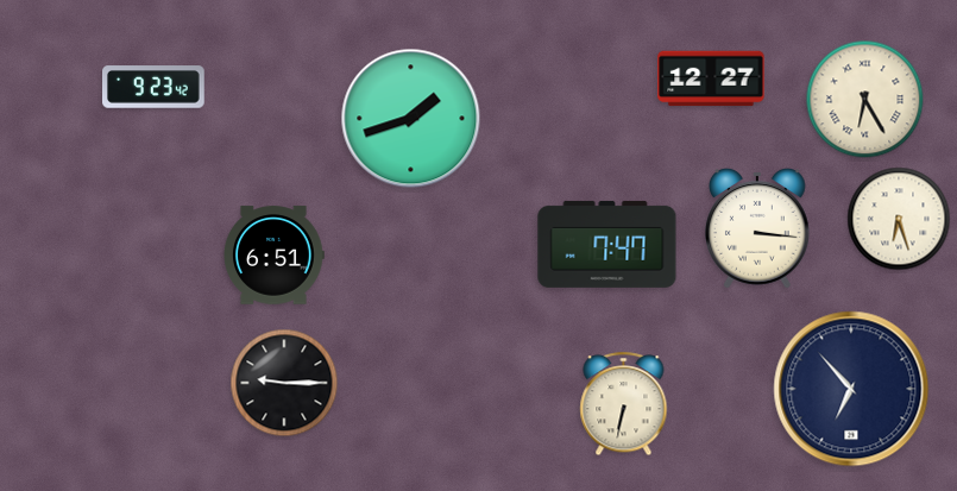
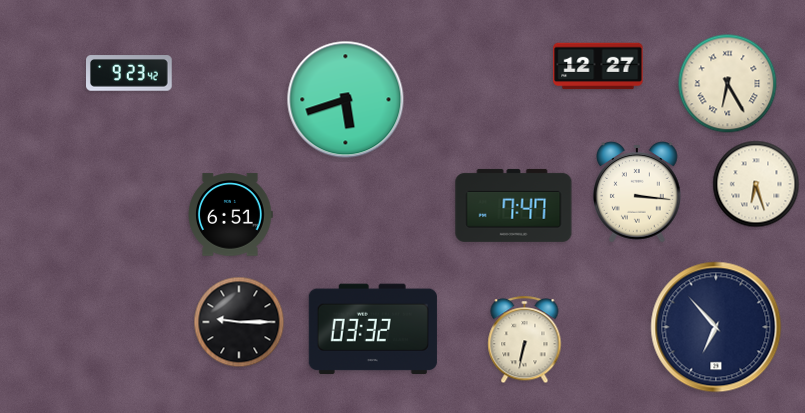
clock at (411, 119): 1:42 -> 5:42
clock at (607, 244) position: (607, 244) -> (514, 205)
clock at (373, 329): none -> 03:32
